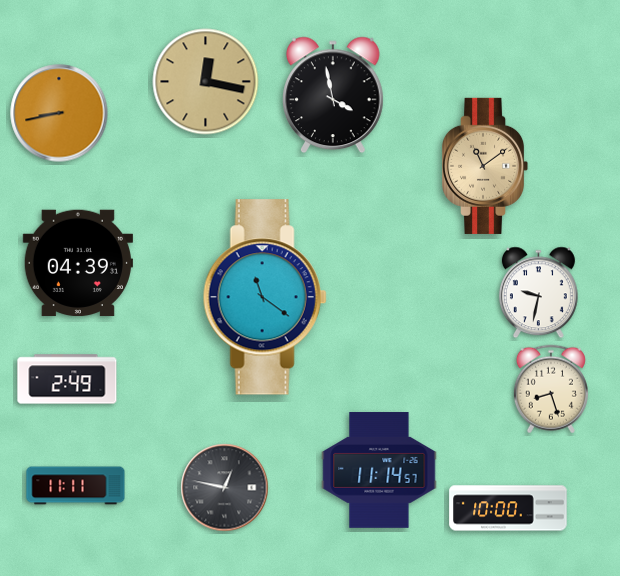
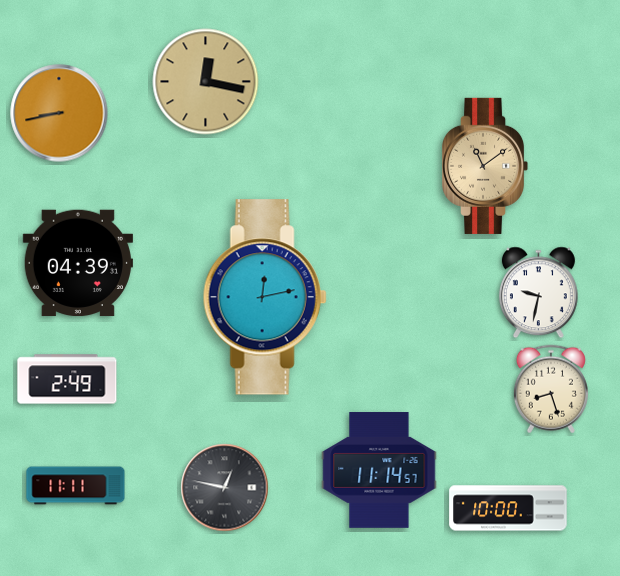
clock at (334, 95): 3:58 -> none
clock at (265, 297): 11:21 -> 12:13
